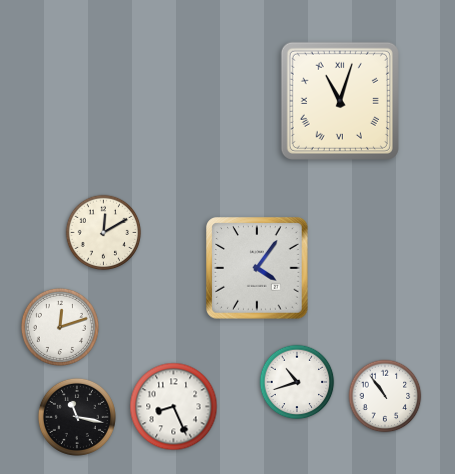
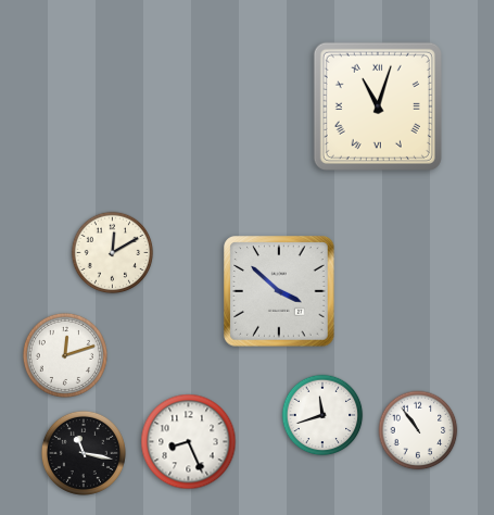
clock at (340, 101) position: (340, 101) -> (378, 106)
clock at (257, 268): 4:06 -> 3:52
clock at (297, 382): 10:42 -> 11:42
